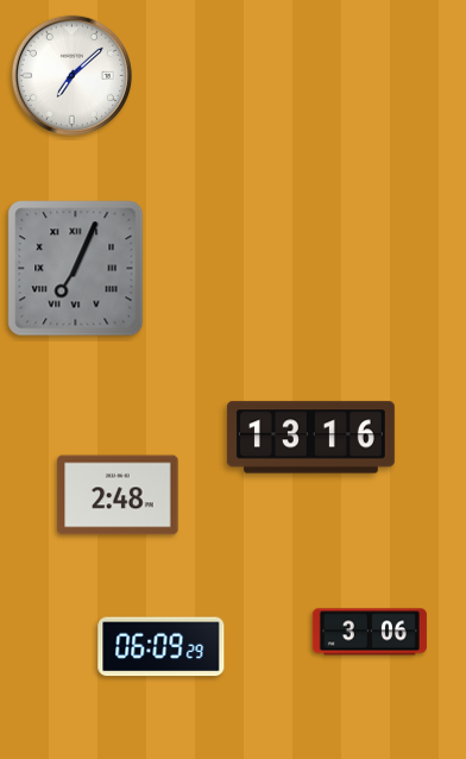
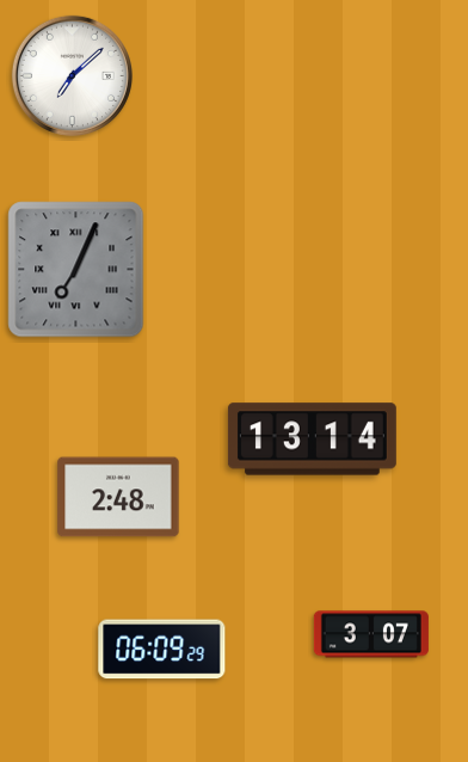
clock at (310, 438): 13:16 -> 13:14
clock at (370, 632): 3:06 -> 3:07
